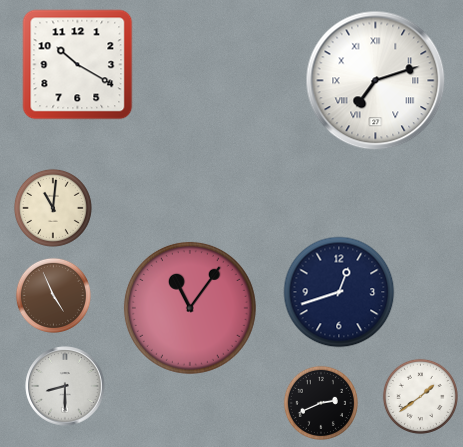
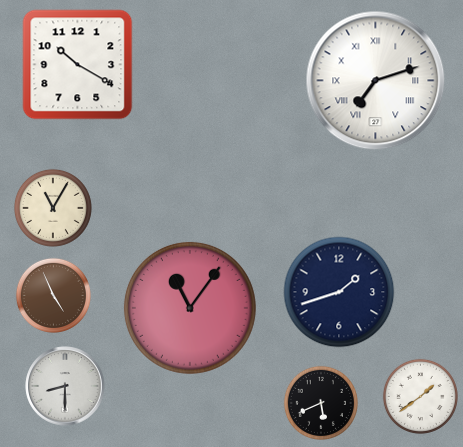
clock at (53, 208): 11:01 -> 11:05
clock at (339, 292): 12:42 -> 1:42
clock at (321, 403): 2:41 -> 5:41
